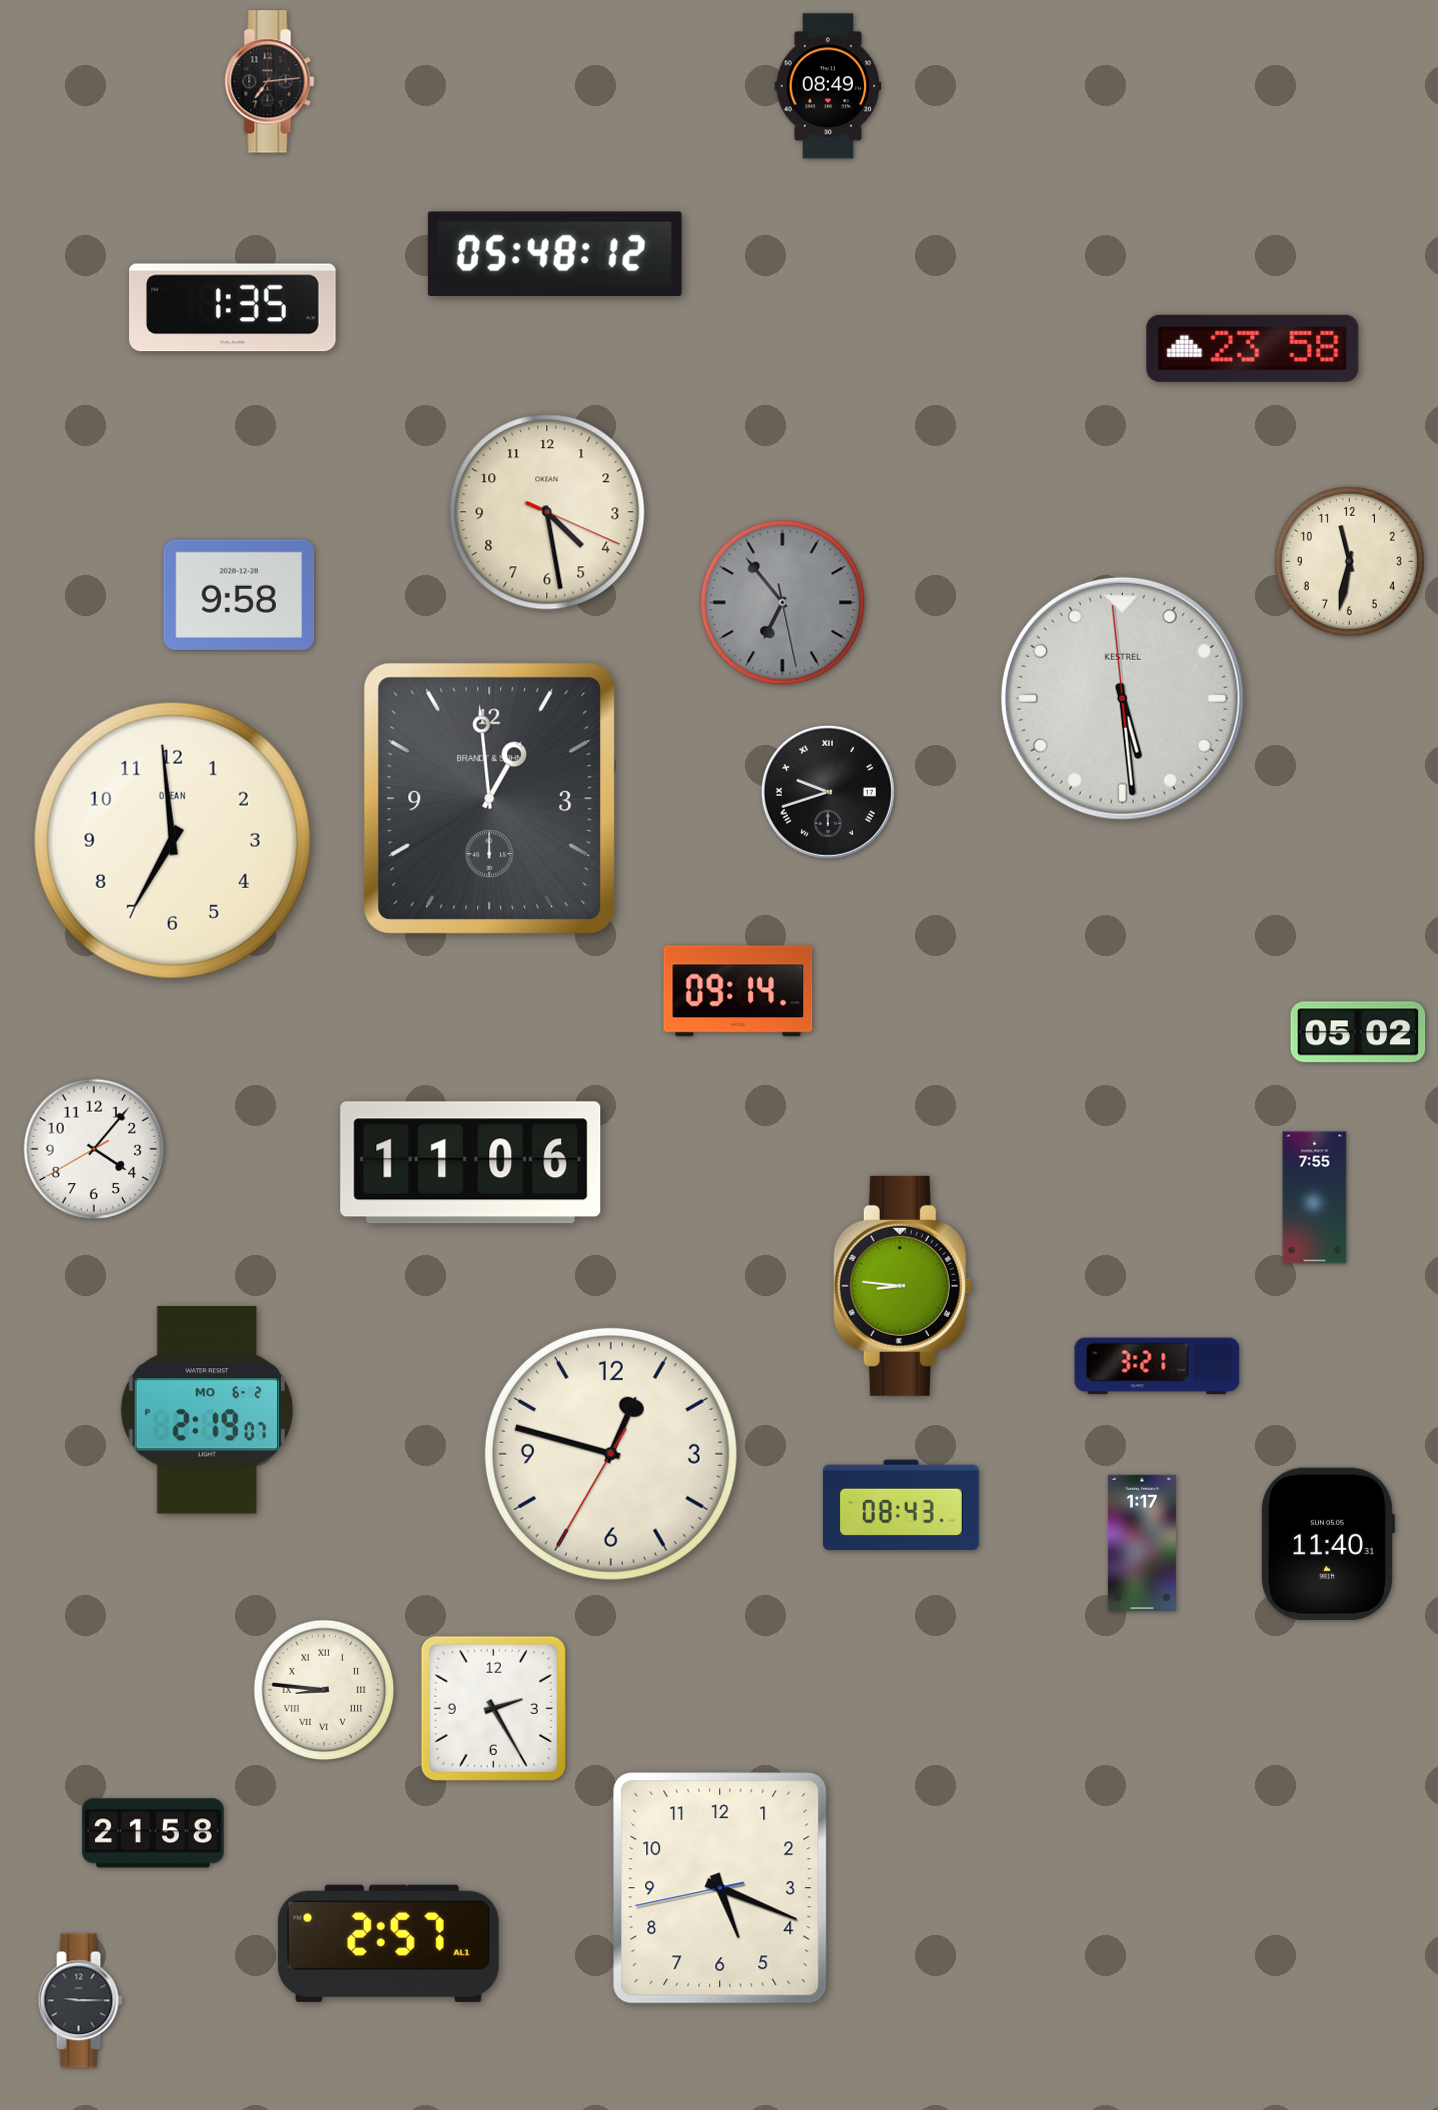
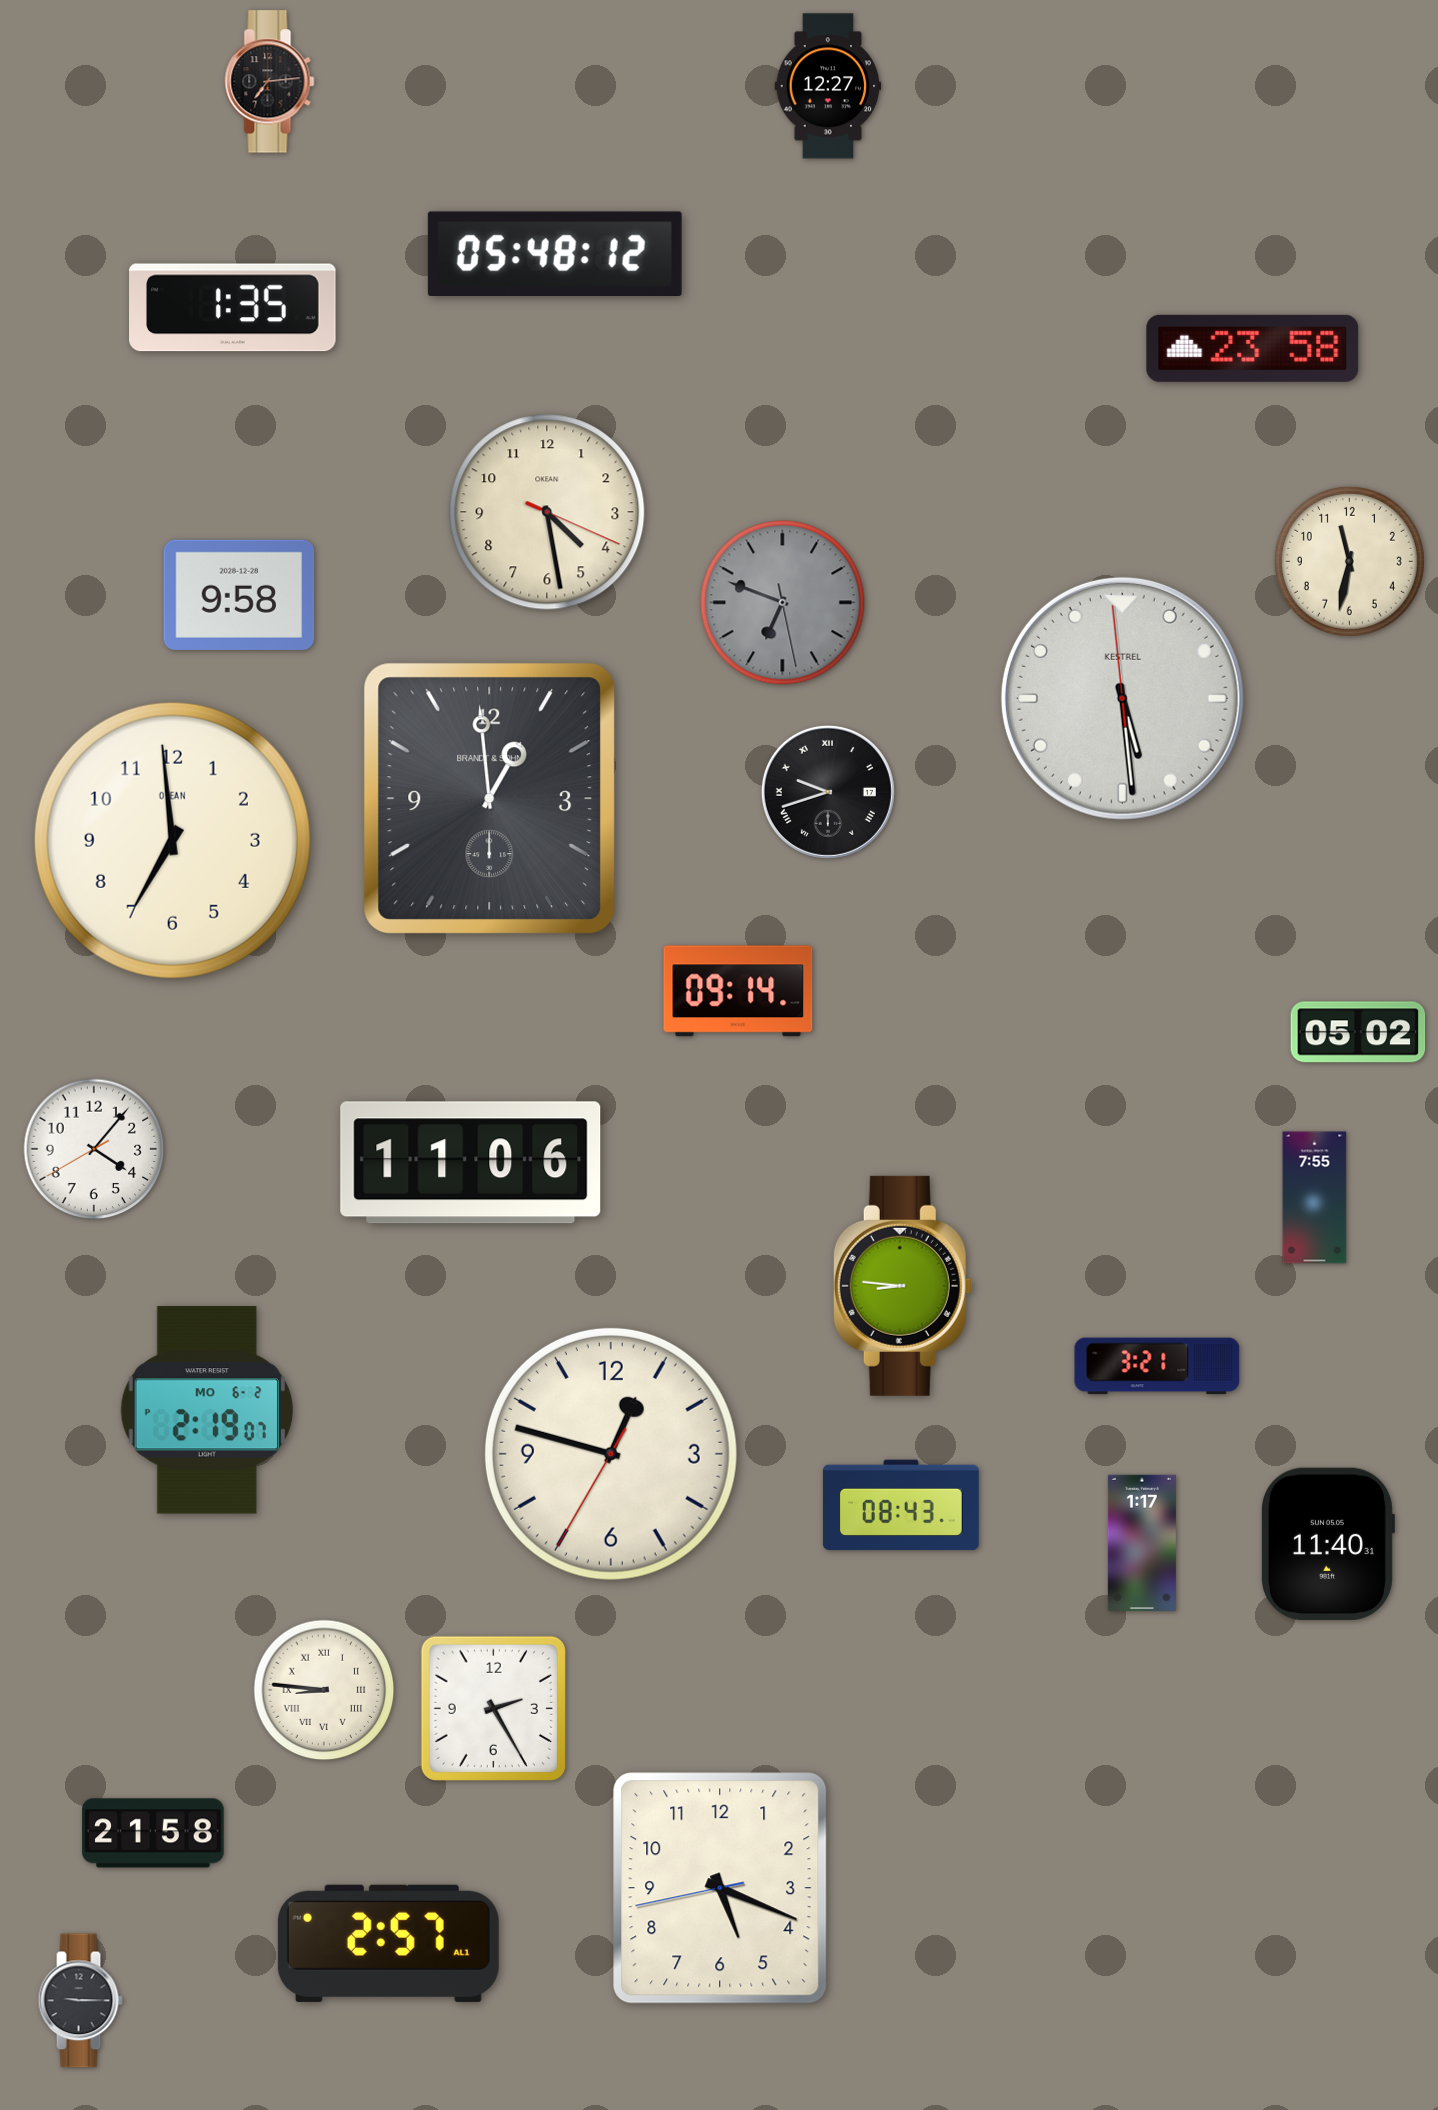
clock at (828, 86): 08:49 -> 12:27
clock at (783, 603): 6:53 -> 6:48
